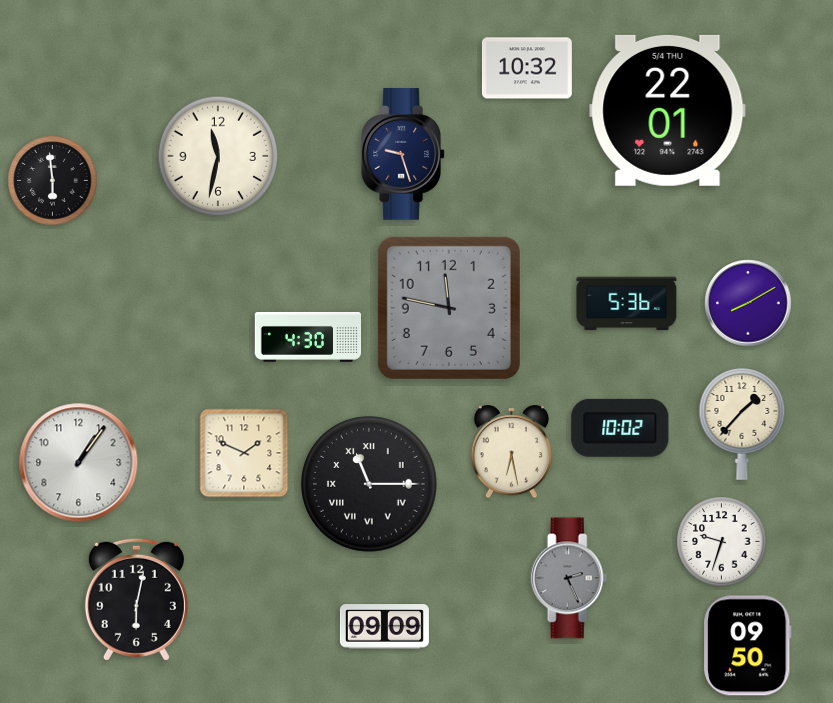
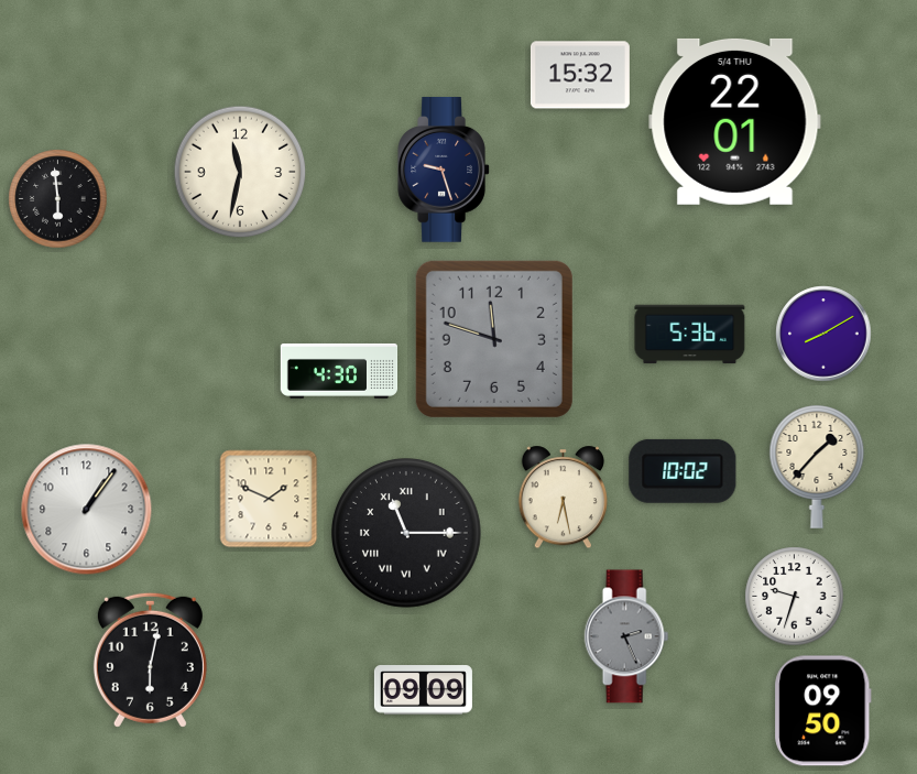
clock at (527, 68): 10:32 -> 15:32
clock at (449, 308): 11:47 -> 11:48
